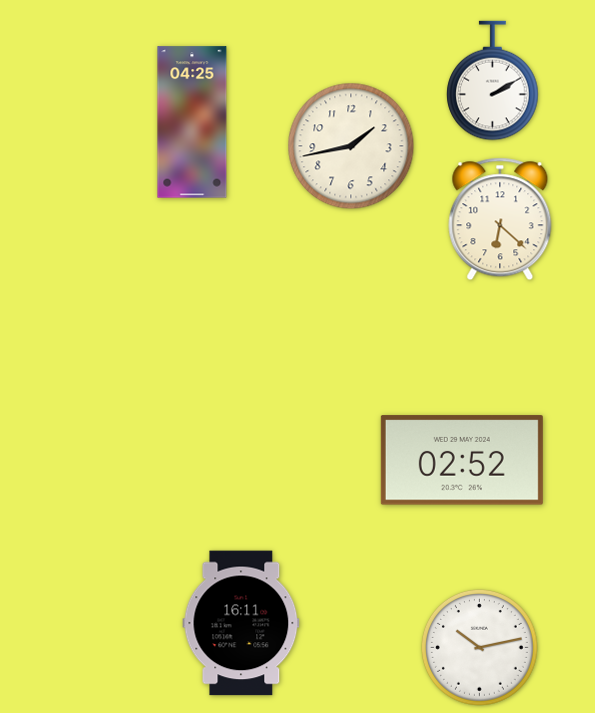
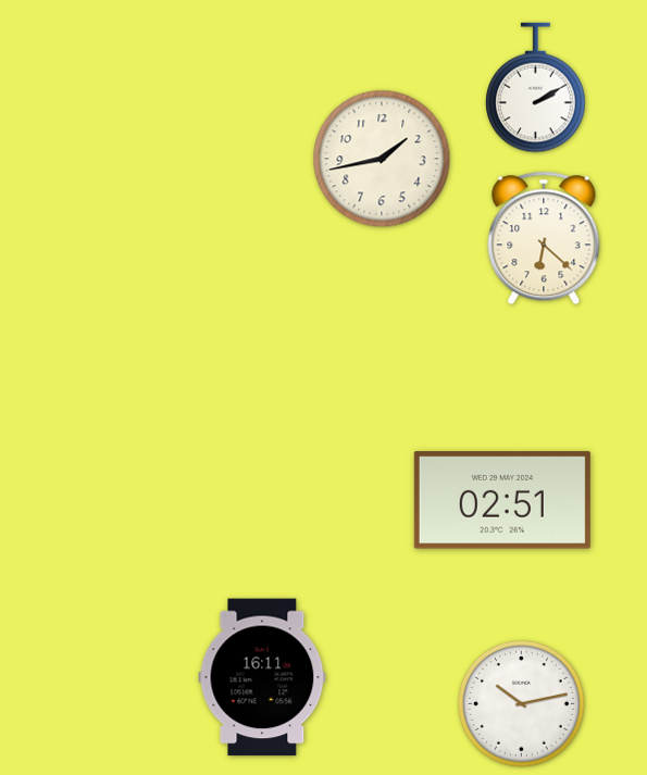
clock at (192, 122): 04:25 -> none
clock at (462, 460): 02:52 -> 02:51
